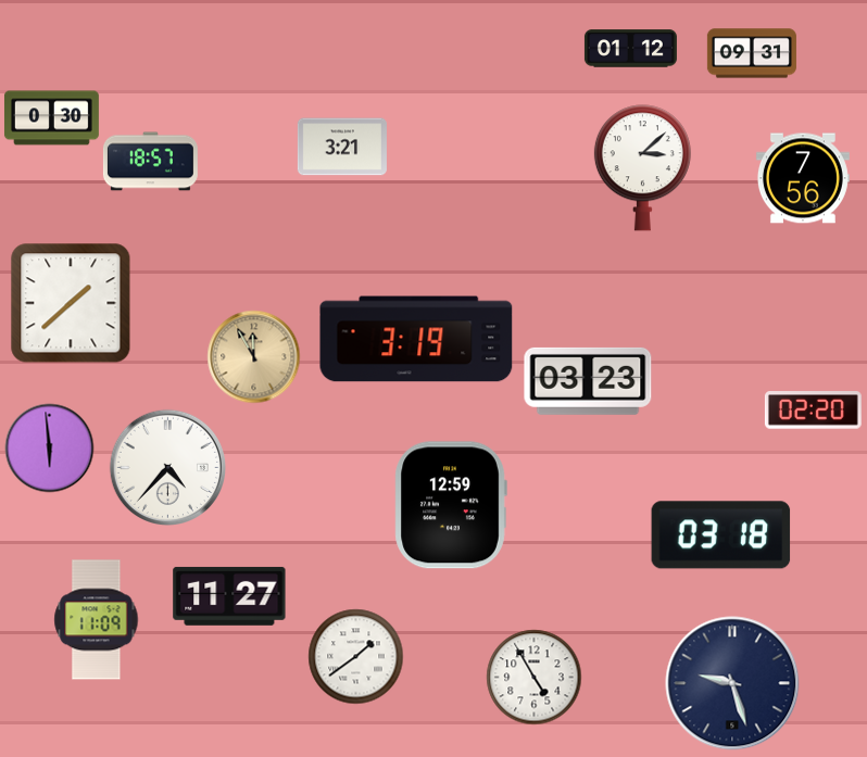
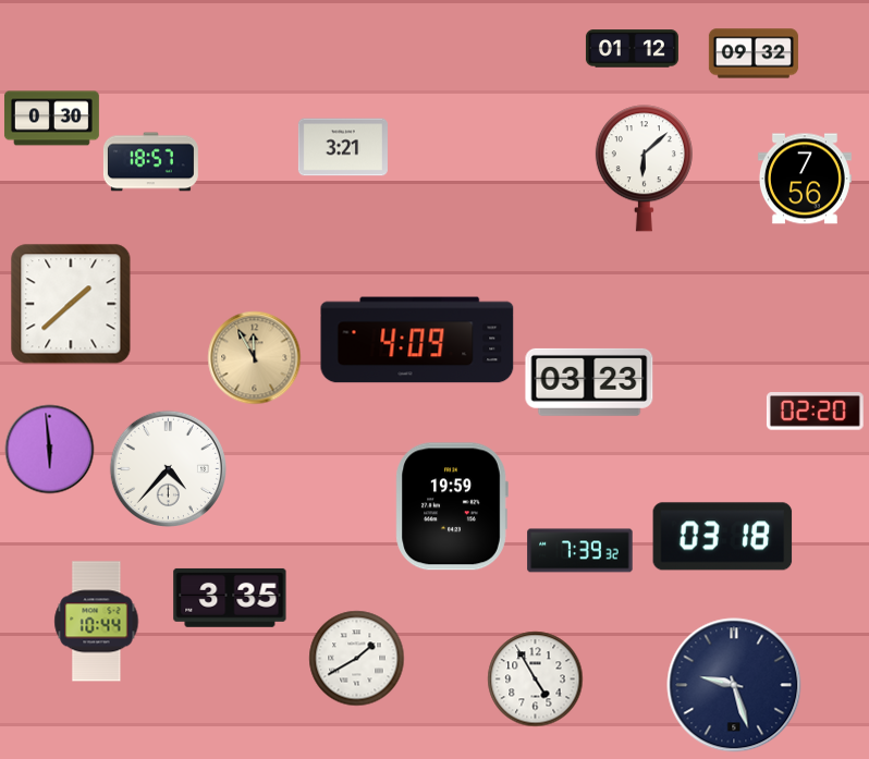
clock at (752, 53): 09:31 -> 09:32
clock at (642, 168): 3:08 -> 6:08
clock at (416, 339): 3:19 -> 4:09
clock at (451, 505): 12:59 -> 19:59
clock at (580, 551): none -> 7:39
clock at (229, 596): 11:27 -> 3:35
clock at (97, 620): 11:09 -> 10:44
clock at (355, 656): 1:39 -> 1:40
